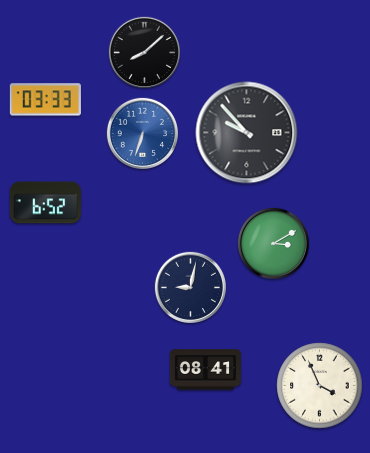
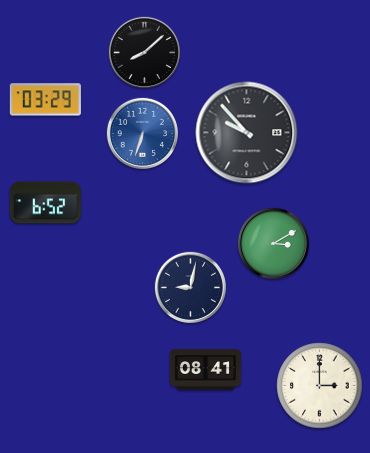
clock at (45, 100): 03:33 -> 03:29
clock at (320, 386): 3:56 -> 3:00
